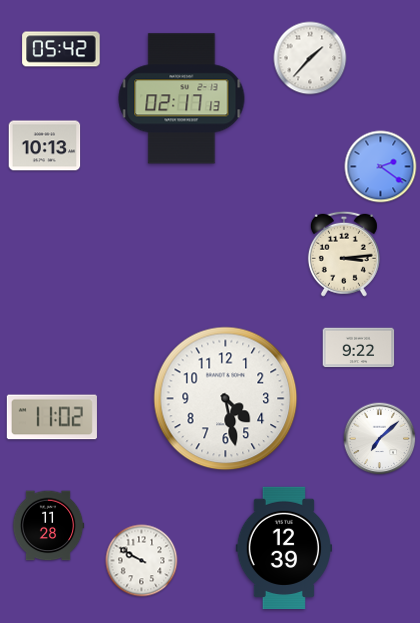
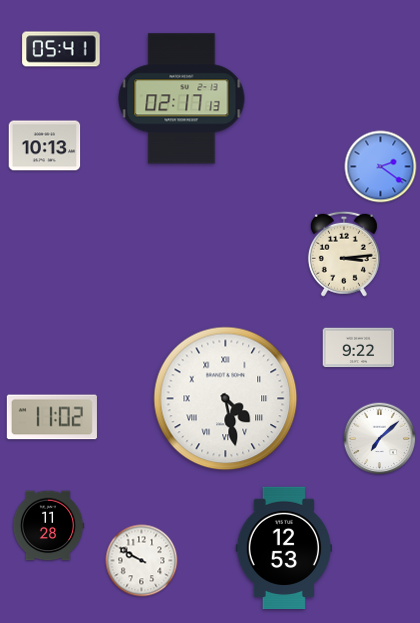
clock at (61, 49): 05:42 -> 05:41
clock at (310, 58): 1:37 -> none
clock at (226, 399) numerals: Arabic -> Roman
clock at (283, 548): 12:39 -> 12:53
